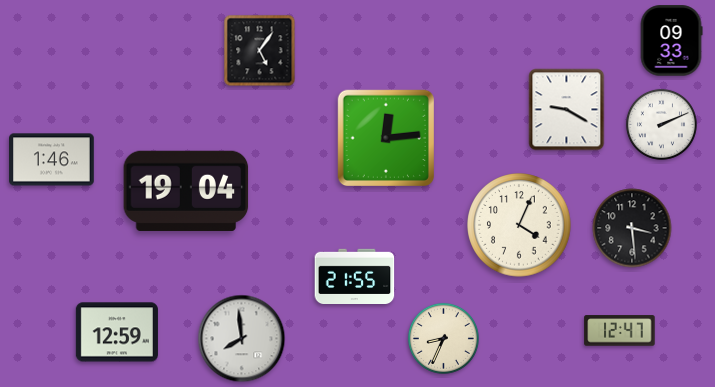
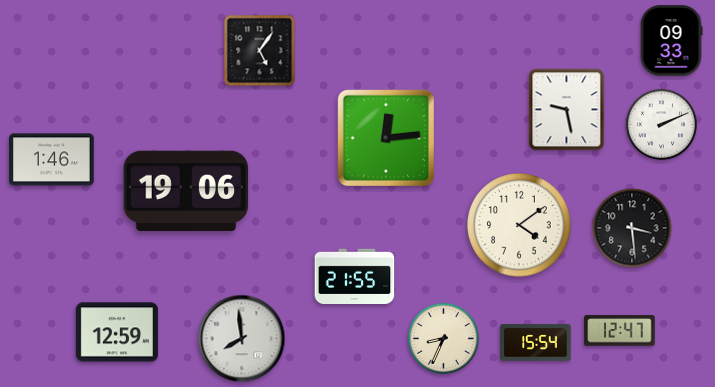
clock at (567, 110): 9:20 -> 9:28
clock at (186, 191): 19:04 -> 19:06
clock at (519, 225): 4:04 -> 4:09
clock at (536, 343): none -> 15:54
